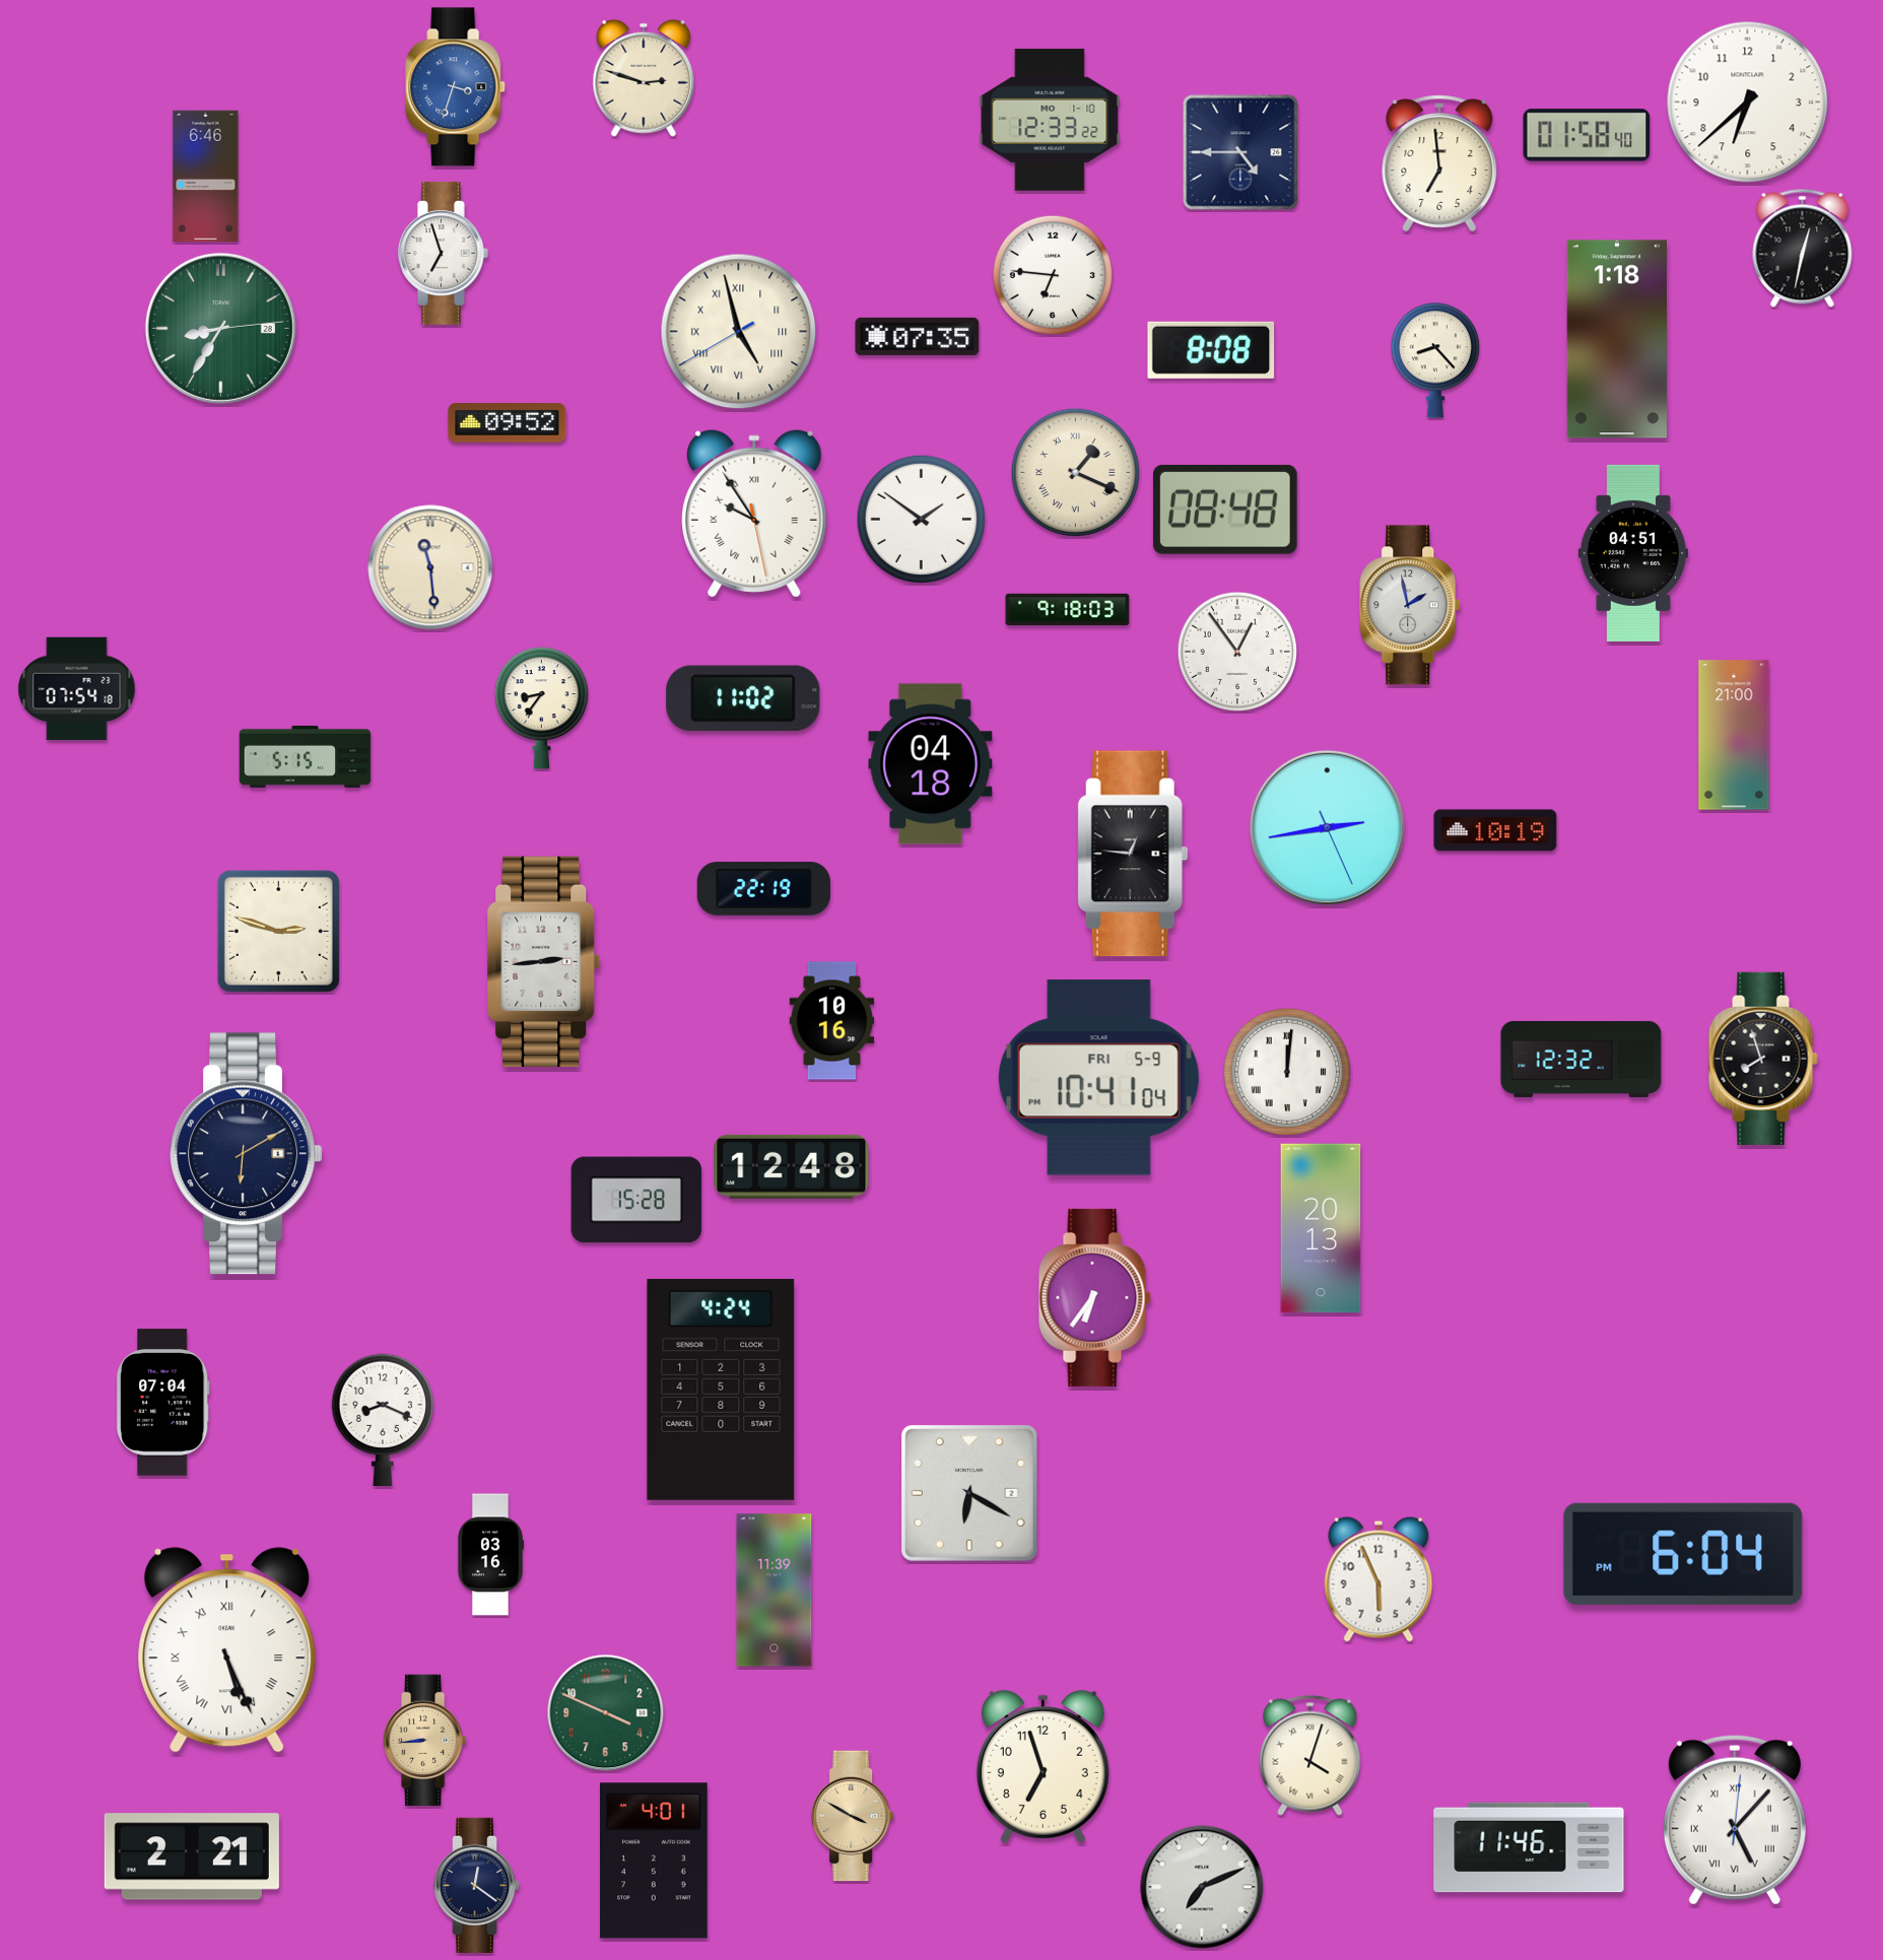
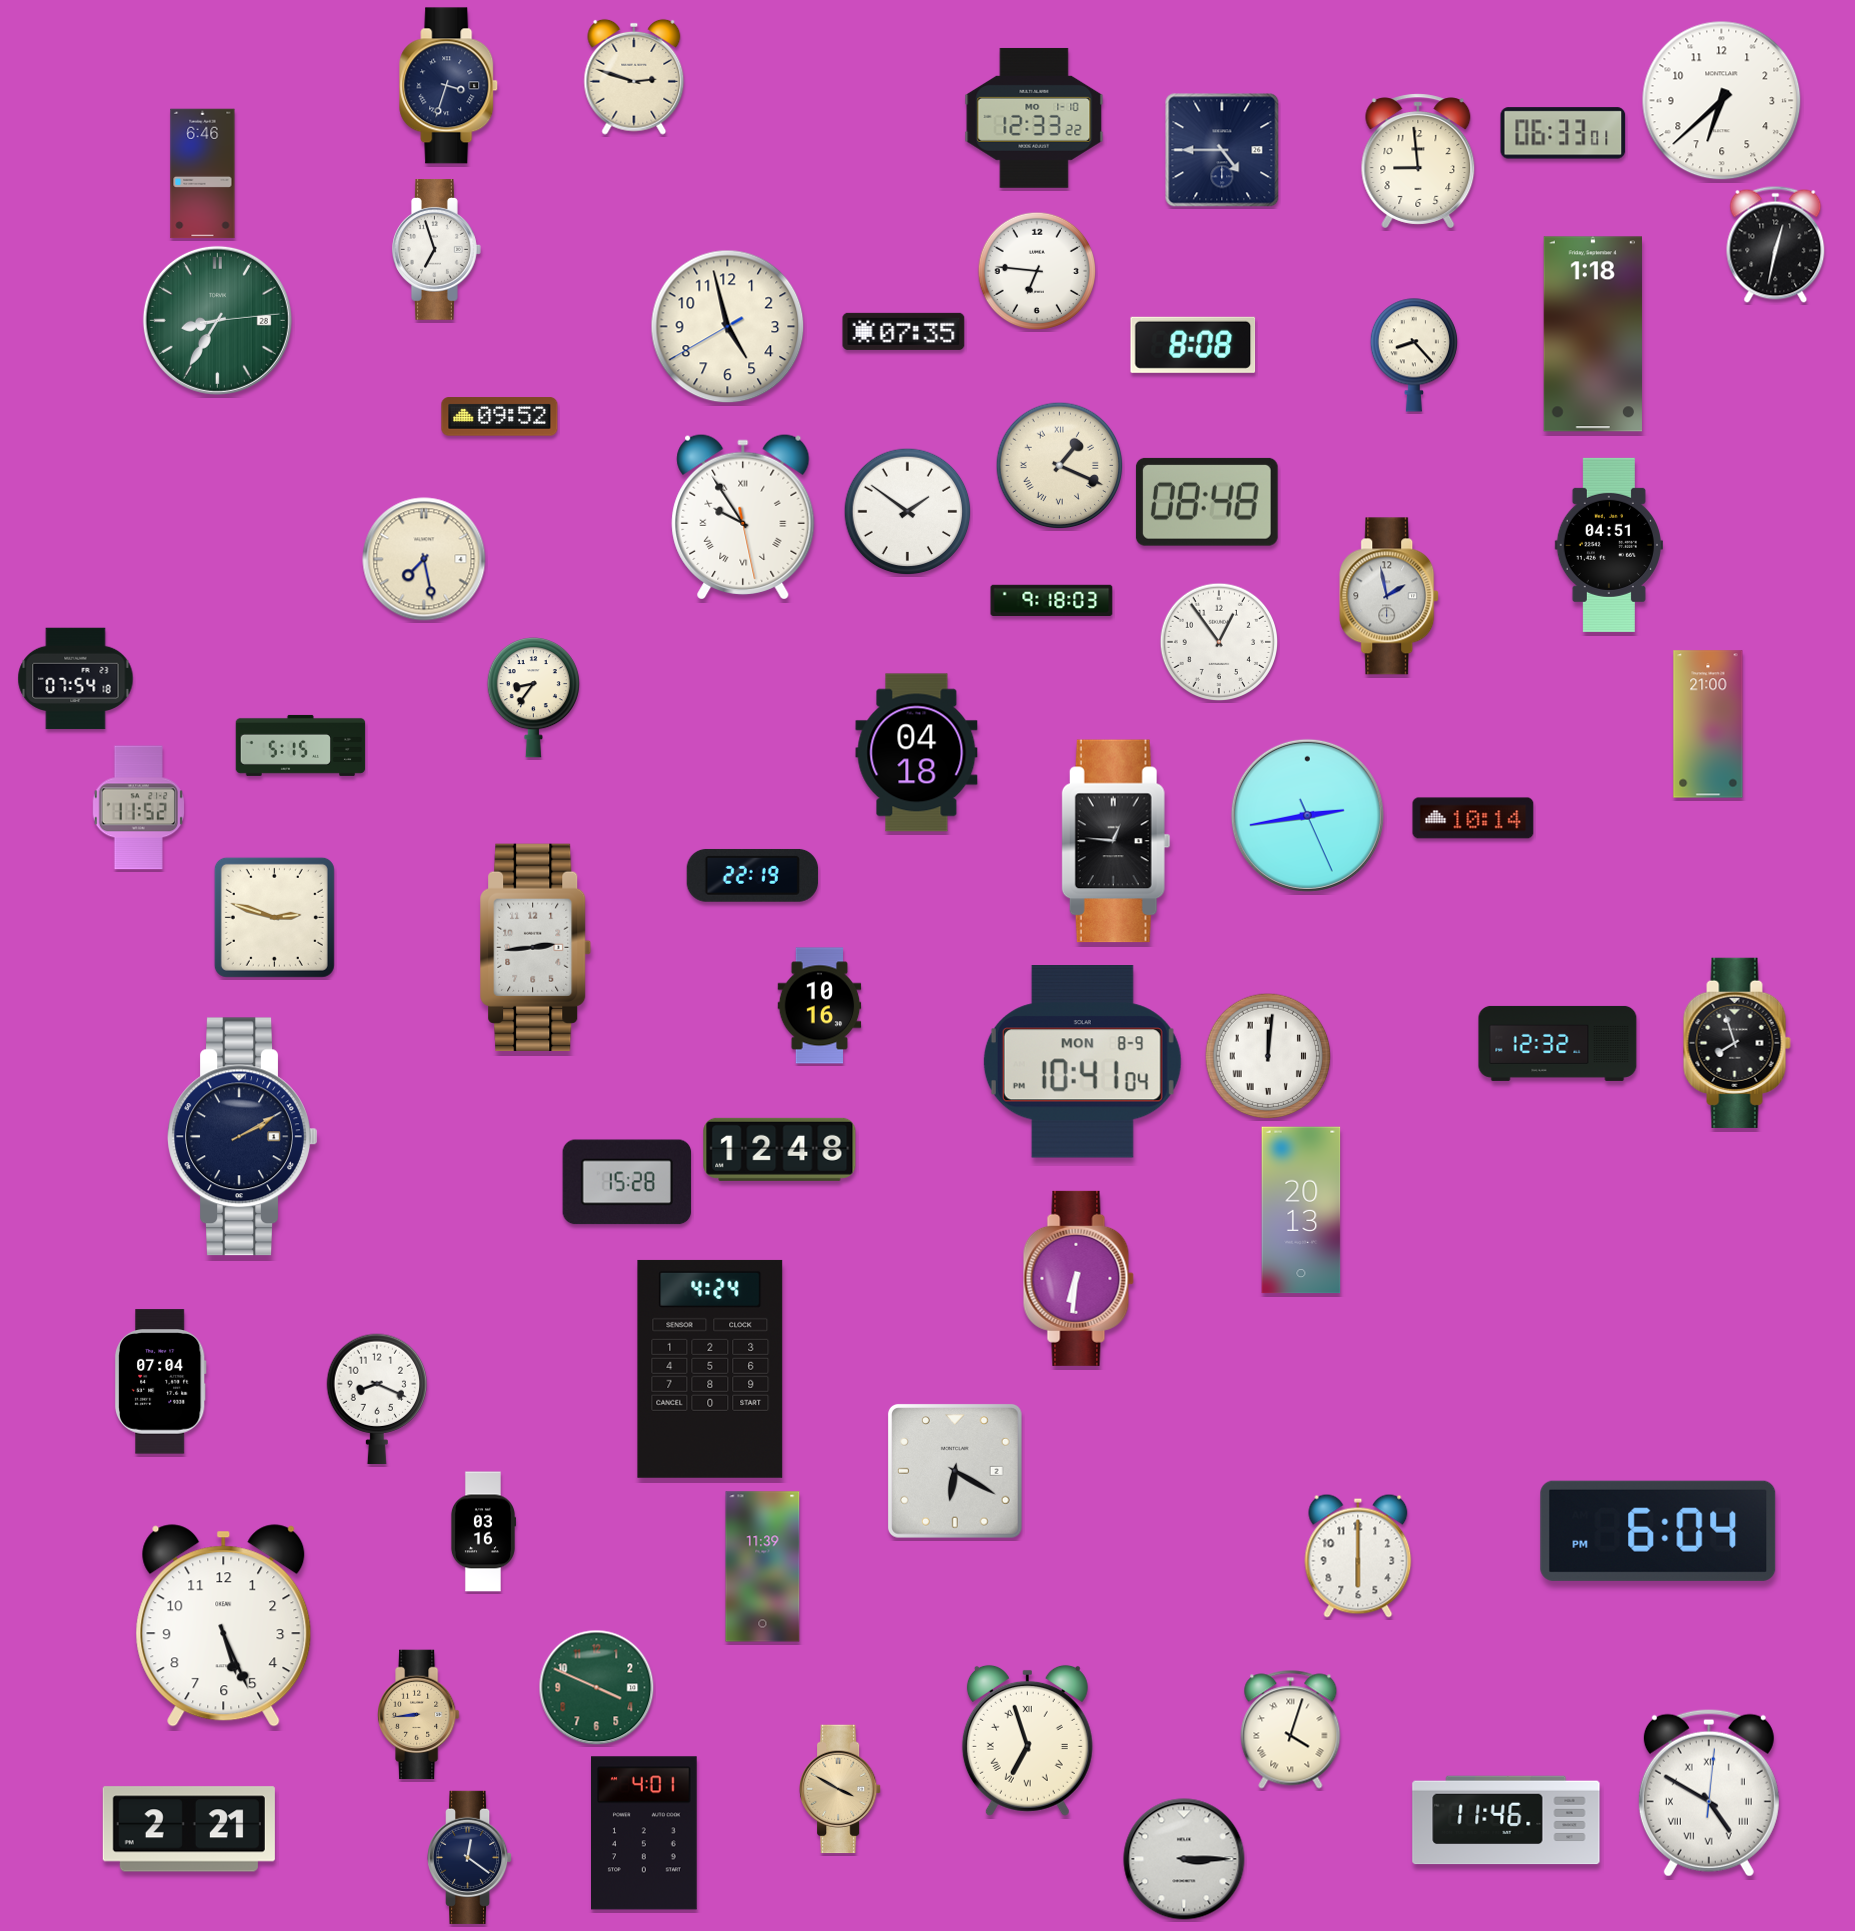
clock at (456, 87) dial: blue -> navy
clock at (1587, 135): 01:58 -> 06:33
clock at (1439, 163): 6:59 -> 8:59
clock at (220, 328) position: (220, 328) -> (217, 320)
clock at (739, 332) numerals: Roman -> Arabic
clock at (754, 514) position: (754, 514) -> (743, 517)
clock at (430, 567): 11:29 -> 7:28
clock at (743, 698): 11:02 -> none
clock at (138, 808): none -> 11:52
clock at (1495, 830): 10:19 -> 10:14
clock at (1098, 1078) date: FRI 5-9 -> MON 8-9
clock at (247, 1154): 6:10 -> 2:10
clock at (1094, 1297): 6:36 -> 6:31
clock at (1378, 1579): 5:56 -> 6:00
clock at (227, 1650) numerals: Roman -> Arabic
clock at (1043, 1766) numerals: Arabic -> Roman
clock at (1735, 1820): 5:07 -> 4:50
clock at (1202, 1887): 7:11 -> 3:15
